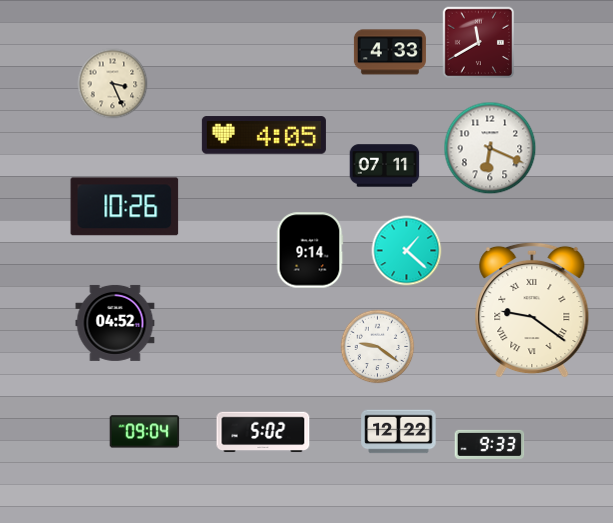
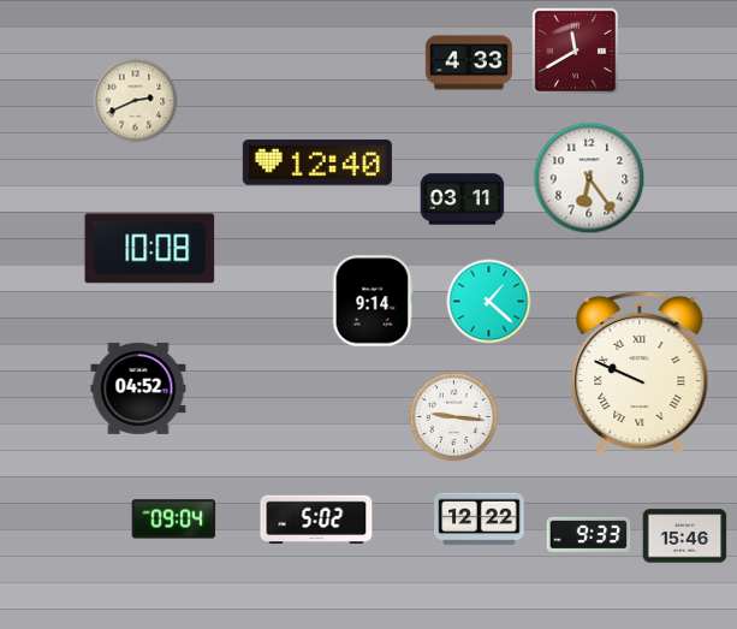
clock at (113, 84): 3:26 -> 2:41
clock at (264, 135): 4:05 -> 12:40
clock at (490, 148): 6:19 -> 6:24
clock at (385, 166): 07:11 -> 03:11
clock at (125, 207): 10:26 -> 10:08
clock at (532, 310): 9:21 -> 9:49
clock at (378, 347): 9:21 -> 9:16
clock at (685, 536): none -> 15:46
